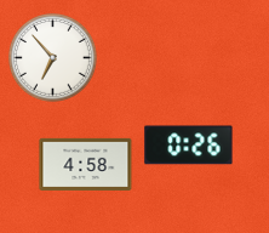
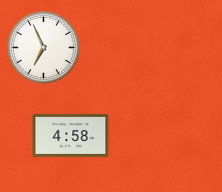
clock at (52, 57): 6:53 -> 6:56
clock at (189, 146): 0:26 -> none
